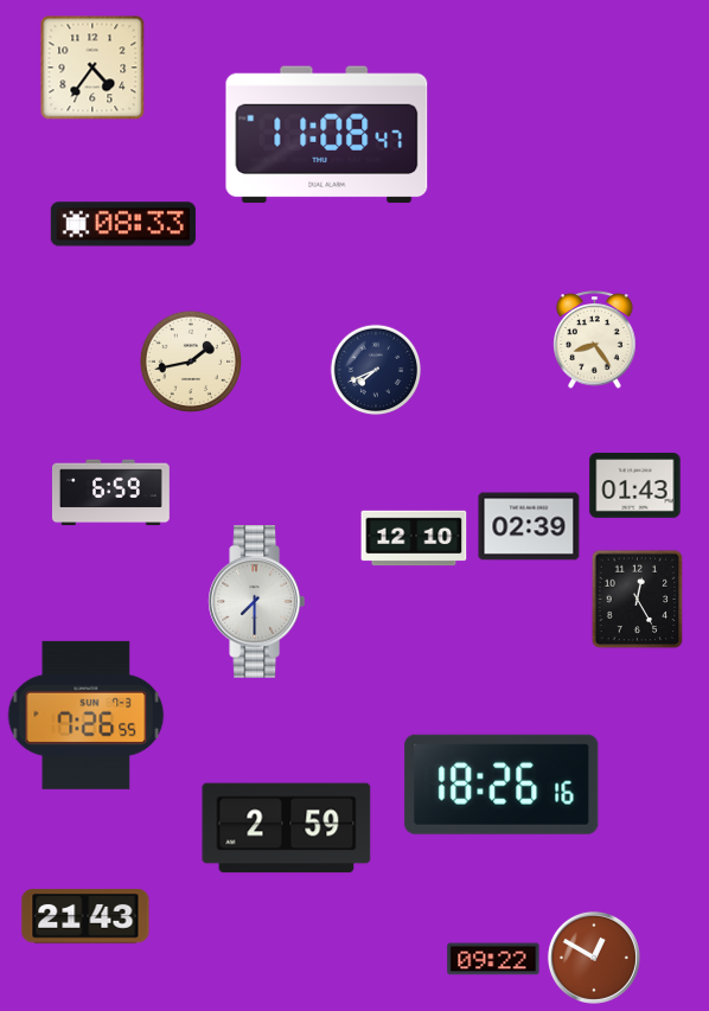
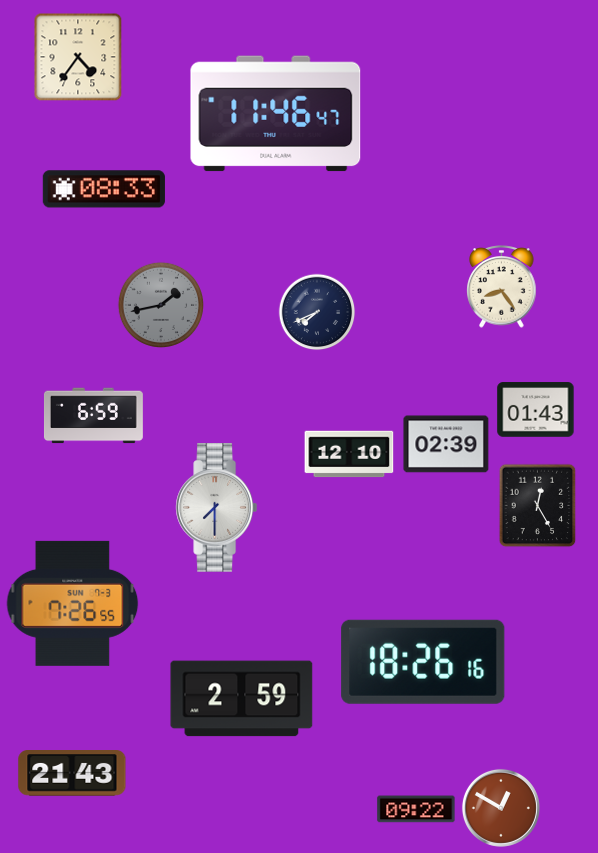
clock at (327, 135): 11:08 -> 11:46
clock at (191, 361) dial: cream -> grey
